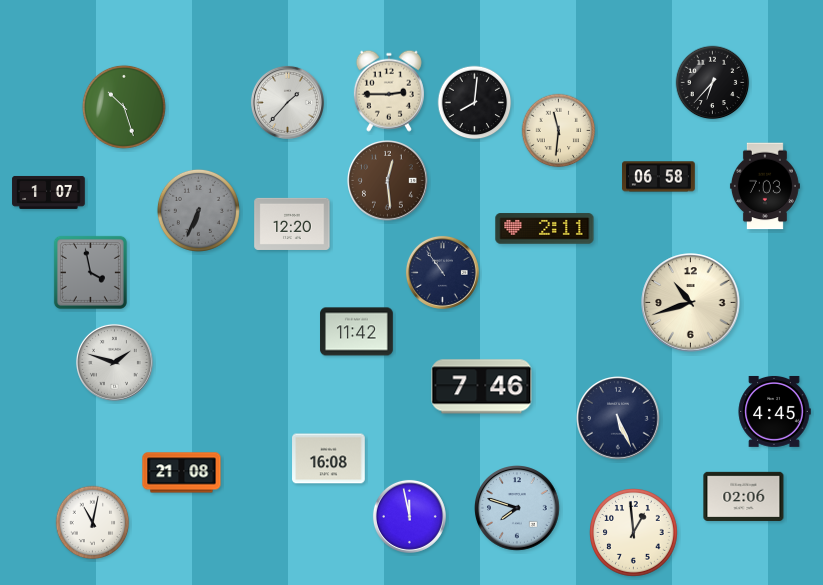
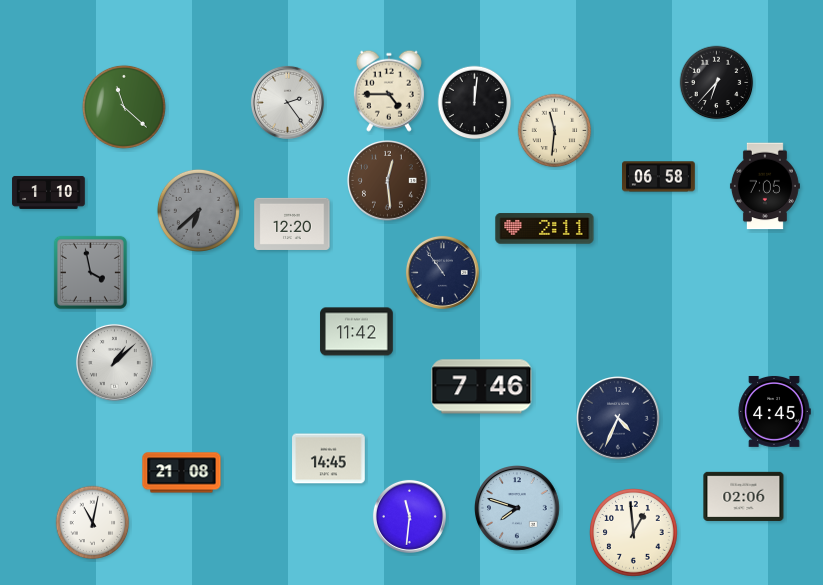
clock at (713, 83) position: (713, 83) -> (717, 83)
clock at (389, 91): 2:45 -> 4:45
clock at (287, 102): 1:37 -> 2:24
clock at (475, 103): 8:01 -> 12:01
clock at (124, 107): 10:27 -> 11:22
clock at (559, 131) position: (559, 131) -> (555, 131)
clock at (765, 186): 7:03 -> 7:05
clock at (49, 193): 1:07 -> 1:10
clock at (198, 210): 6:34 -> 6:38
clock at (691, 303): 10:42 -> none
clock at (114, 362): 1:48 -> 1:08
clock at (619, 419): 5:26 -> 4:34
clock at (329, 459): 16:08 -> 14:45
clock at (409, 516): 11:58 -> 11:31
